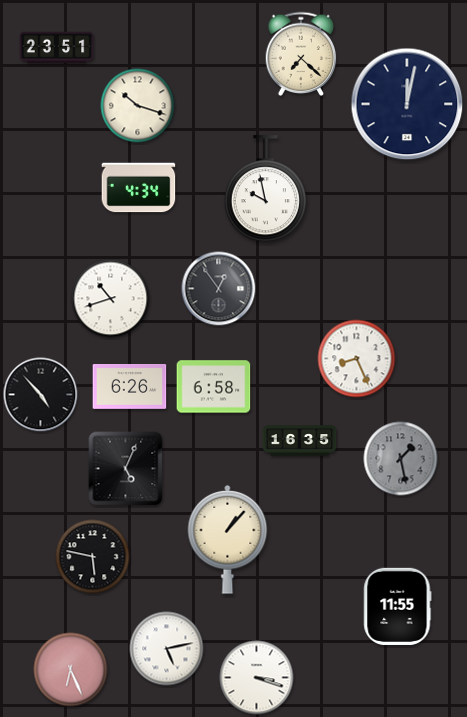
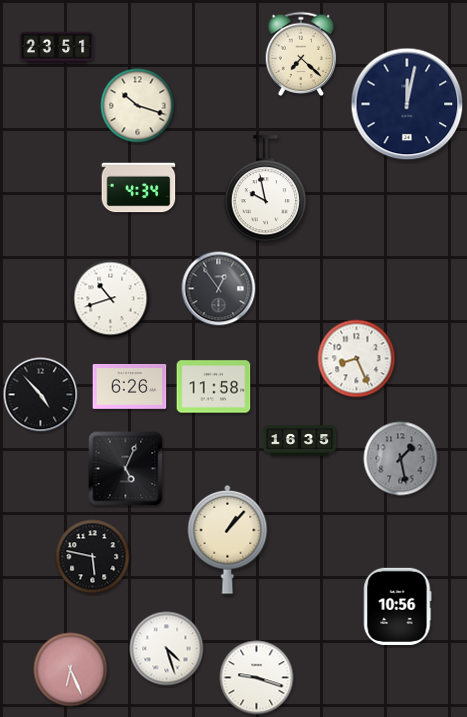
clock at (214, 387): 6:58 -> 11:58
clock at (398, 606): 11:55 -> 10:56
clock at (167, 649): 5:13 -> 4:27
clock at (257, 678): 3:18 -> 9:18
